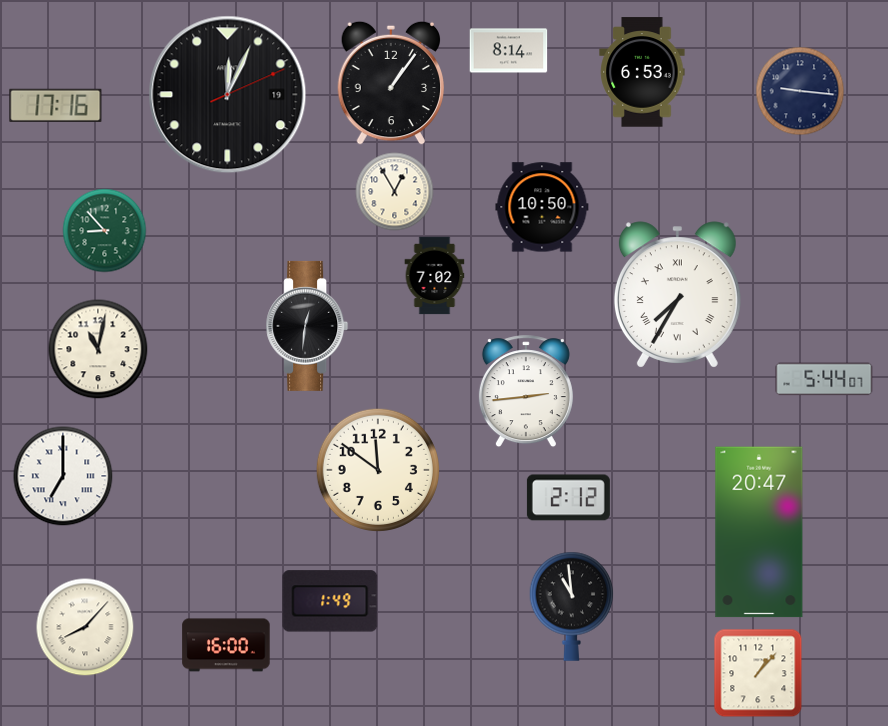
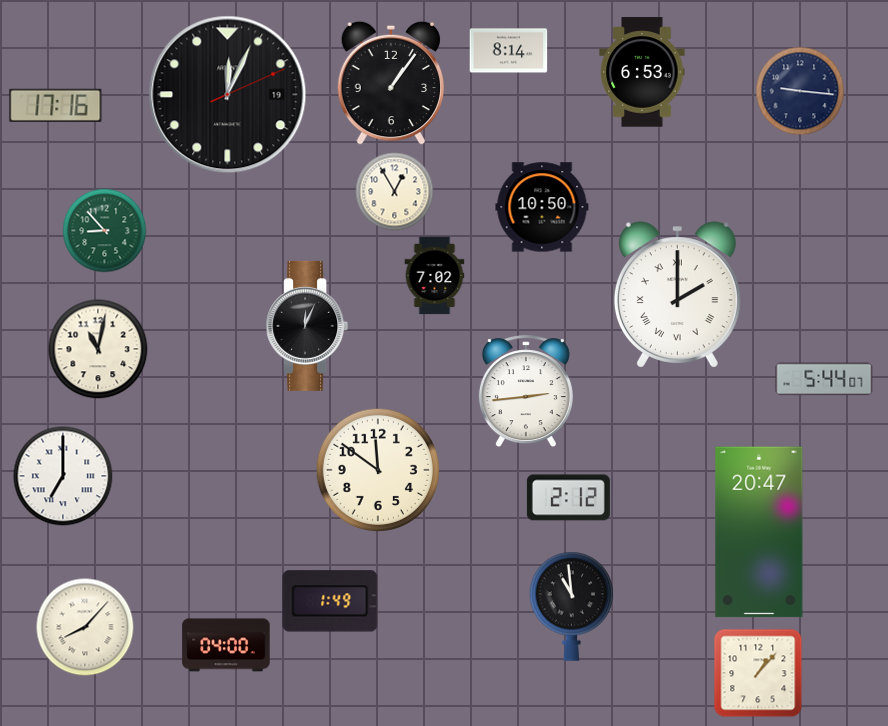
clock at (677, 295): 7:35 -> 2:00
clock at (307, 326): 12:31 -> 12:04
clock at (226, 645): 16:00 -> 04:00
